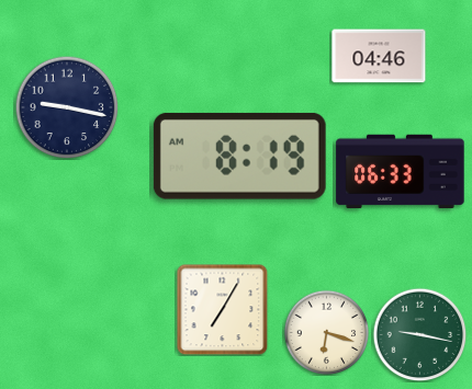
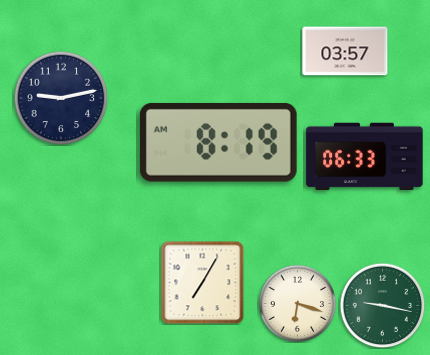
clock at (379, 56): 04:46 -> 03:57
clock at (67, 107): 9:17 -> 9:13
